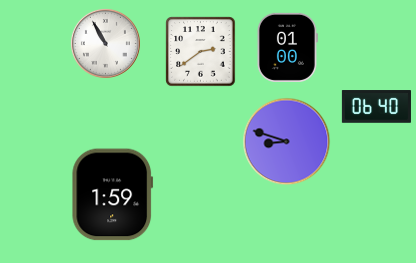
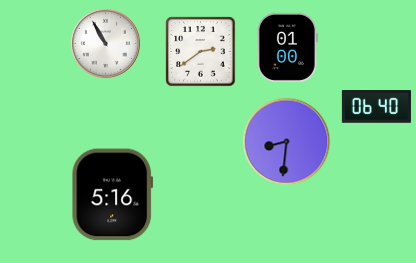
clock at (287, 142): 8:48 -> 8:31
clock at (112, 195): 1:59 -> 5:16
